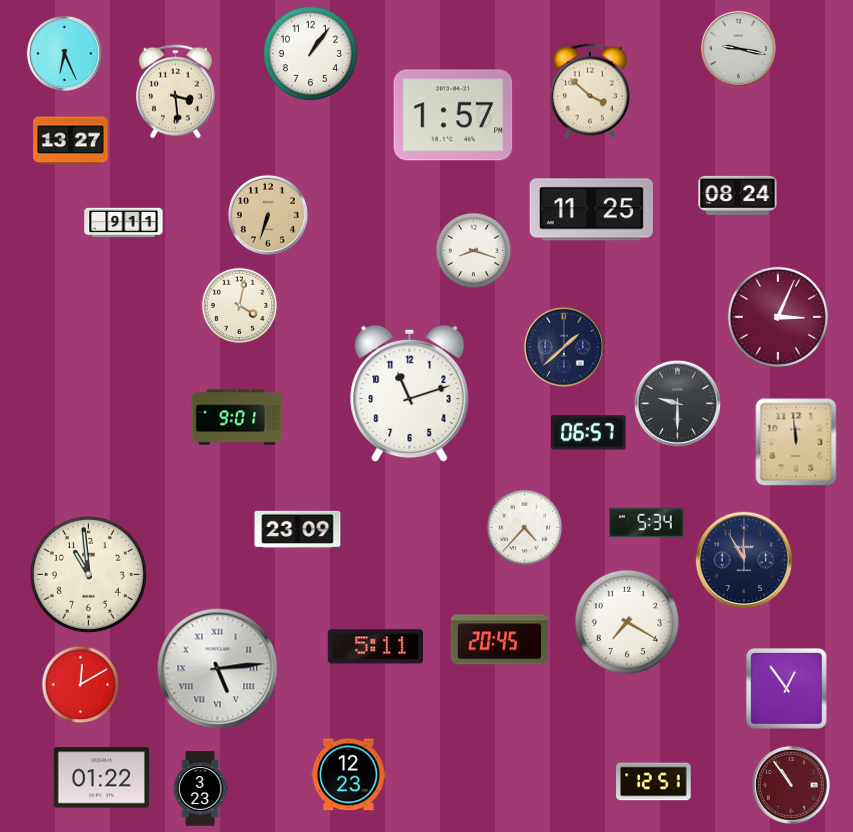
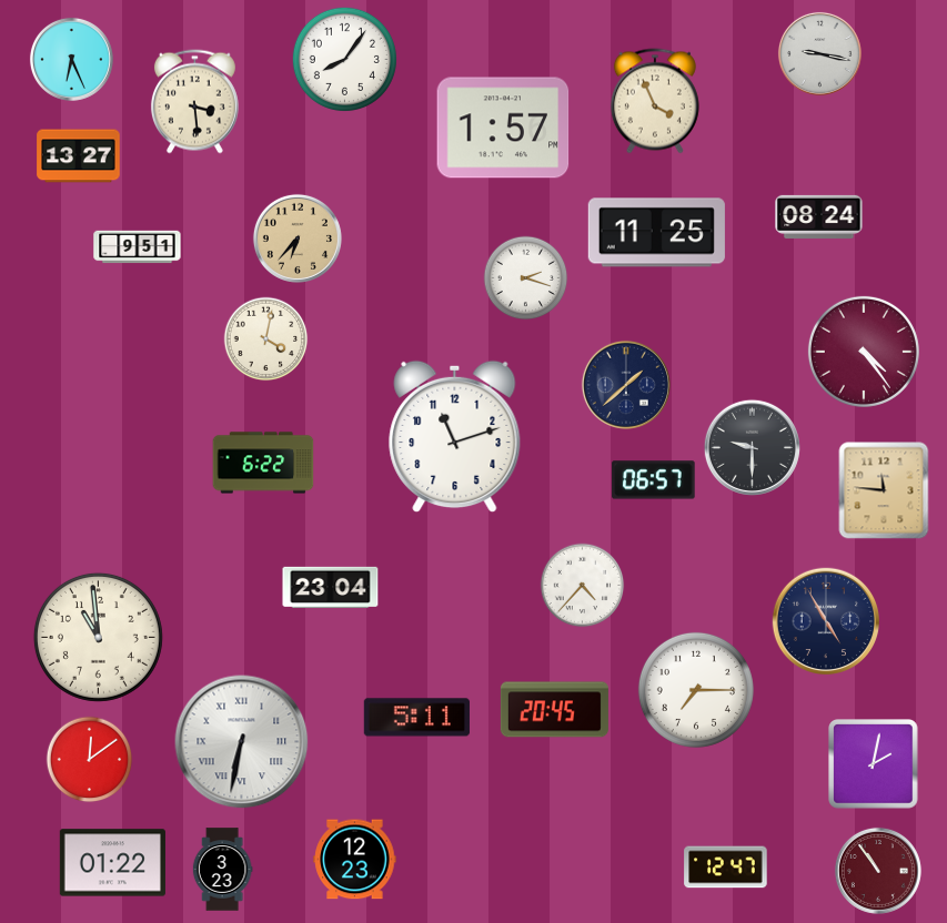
clock at (310, 53): 1:06 -> 8:06
clock at (590, 91): 3:52 -> 3:56
clock at (268, 215): 6:33 -> 6:37
clock at (124, 223): 9:11 -> 9:51
clock at (474, 251): 8:18 -> 2:18
clock at (778, 317): 3:04 -> 4:24
clock at (237, 417): 9:01 -> 6:22
clock at (796, 442): 11:59 -> 11:46
clock at (647, 523): 5:34 -> none
clock at (298, 529): 23:09 -> 23:04
clock at (743, 559): 11:55 -> 4:55
clock at (627, 622): 7:20 -> 7:15
clock at (218, 669): 5:14 -> 6:32
clock at (81, 685): 12:10 -> 12:09
clock at (787, 689): 12:54 -> 2:02
clock at (349, 775) position: (349, 775) -> (355, 860)
clock at (654, 782): 12:51 -> 12:47
clock at (200, 789) position: (200, 789) -> (222, 870)
